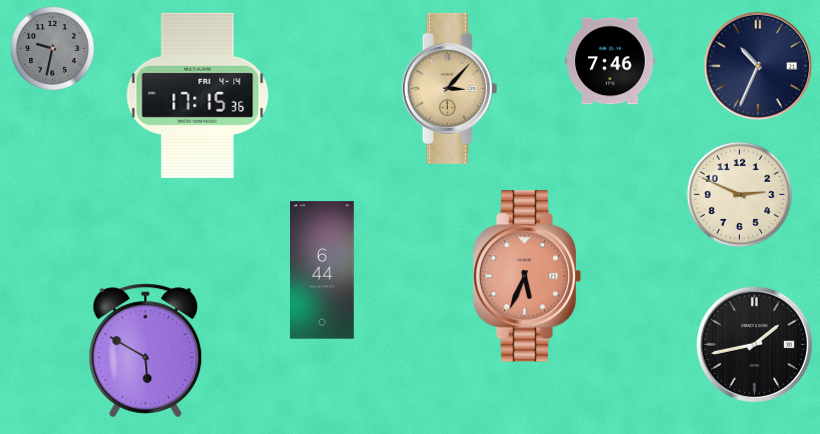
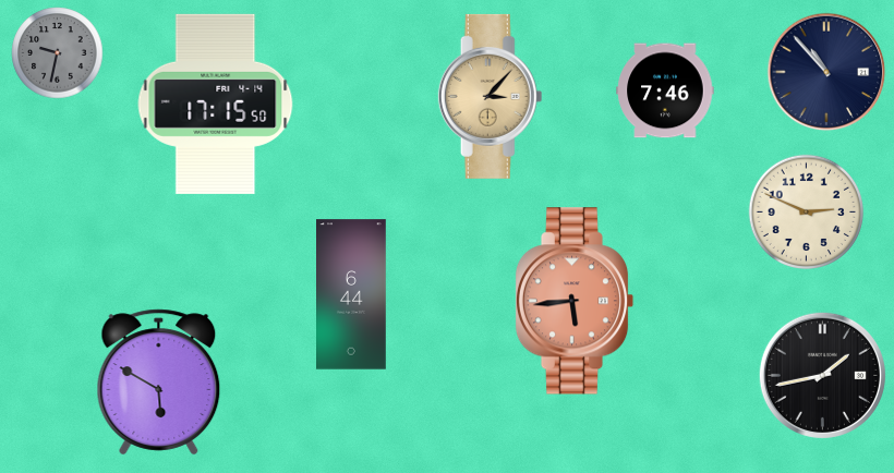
clock at (610, 61) position: (610, 61) -> (665, 90)
clock at (758, 66): 10:34 -> 10:53
clock at (198, 95): 17:15:36 -> 17:15:50
clock at (527, 276): 5:34 -> 5:44
